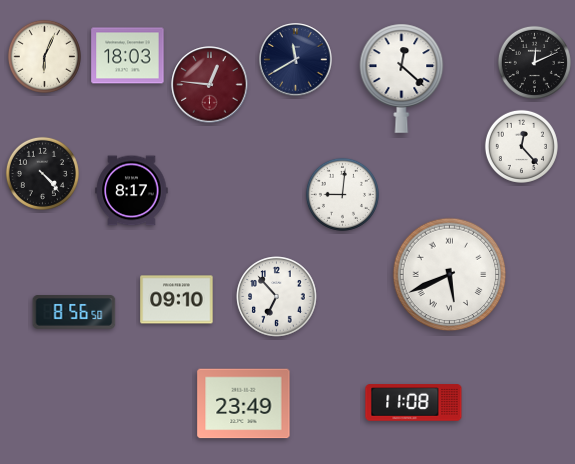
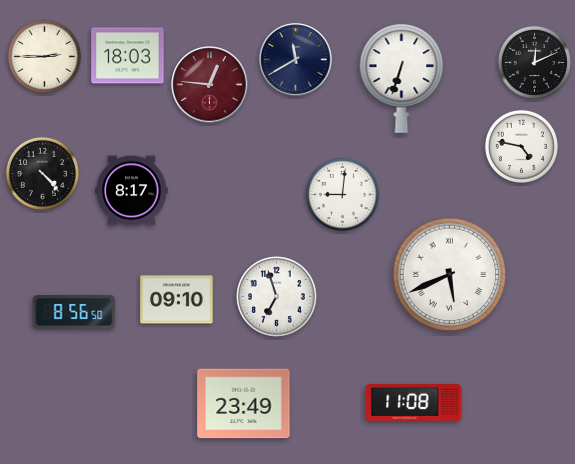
clock at (44, 56): 6:04 -> 2:45
clock at (402, 78): 12:22 -> 6:33
clock at (521, 146): 12:23 -> 4:47
clock at (277, 297): 6:53 -> 6:57
